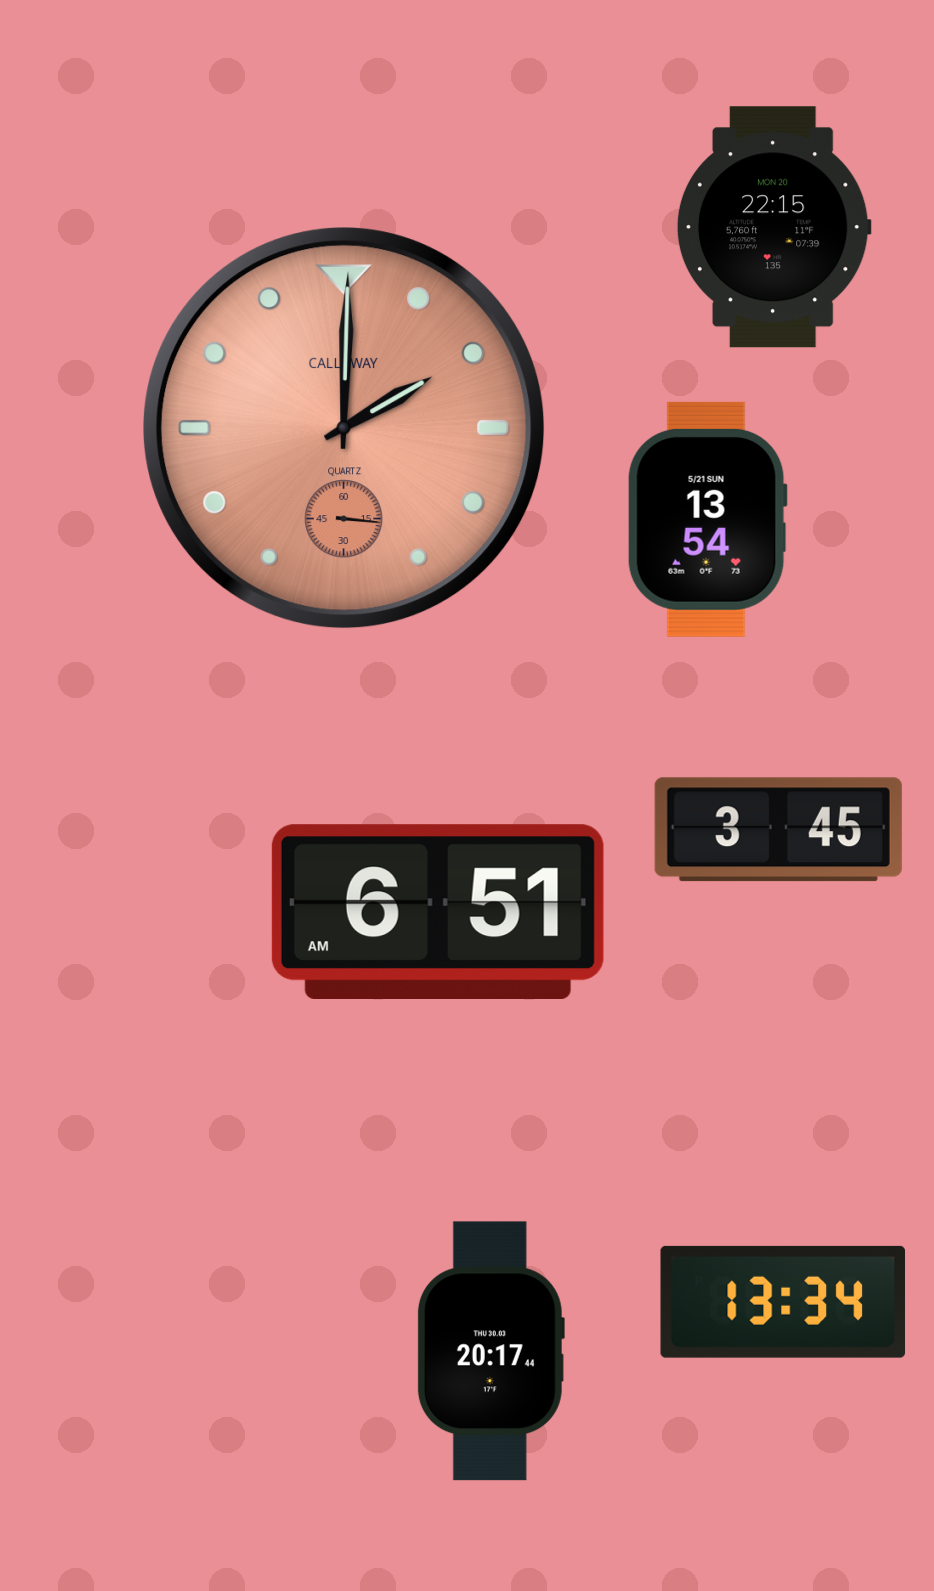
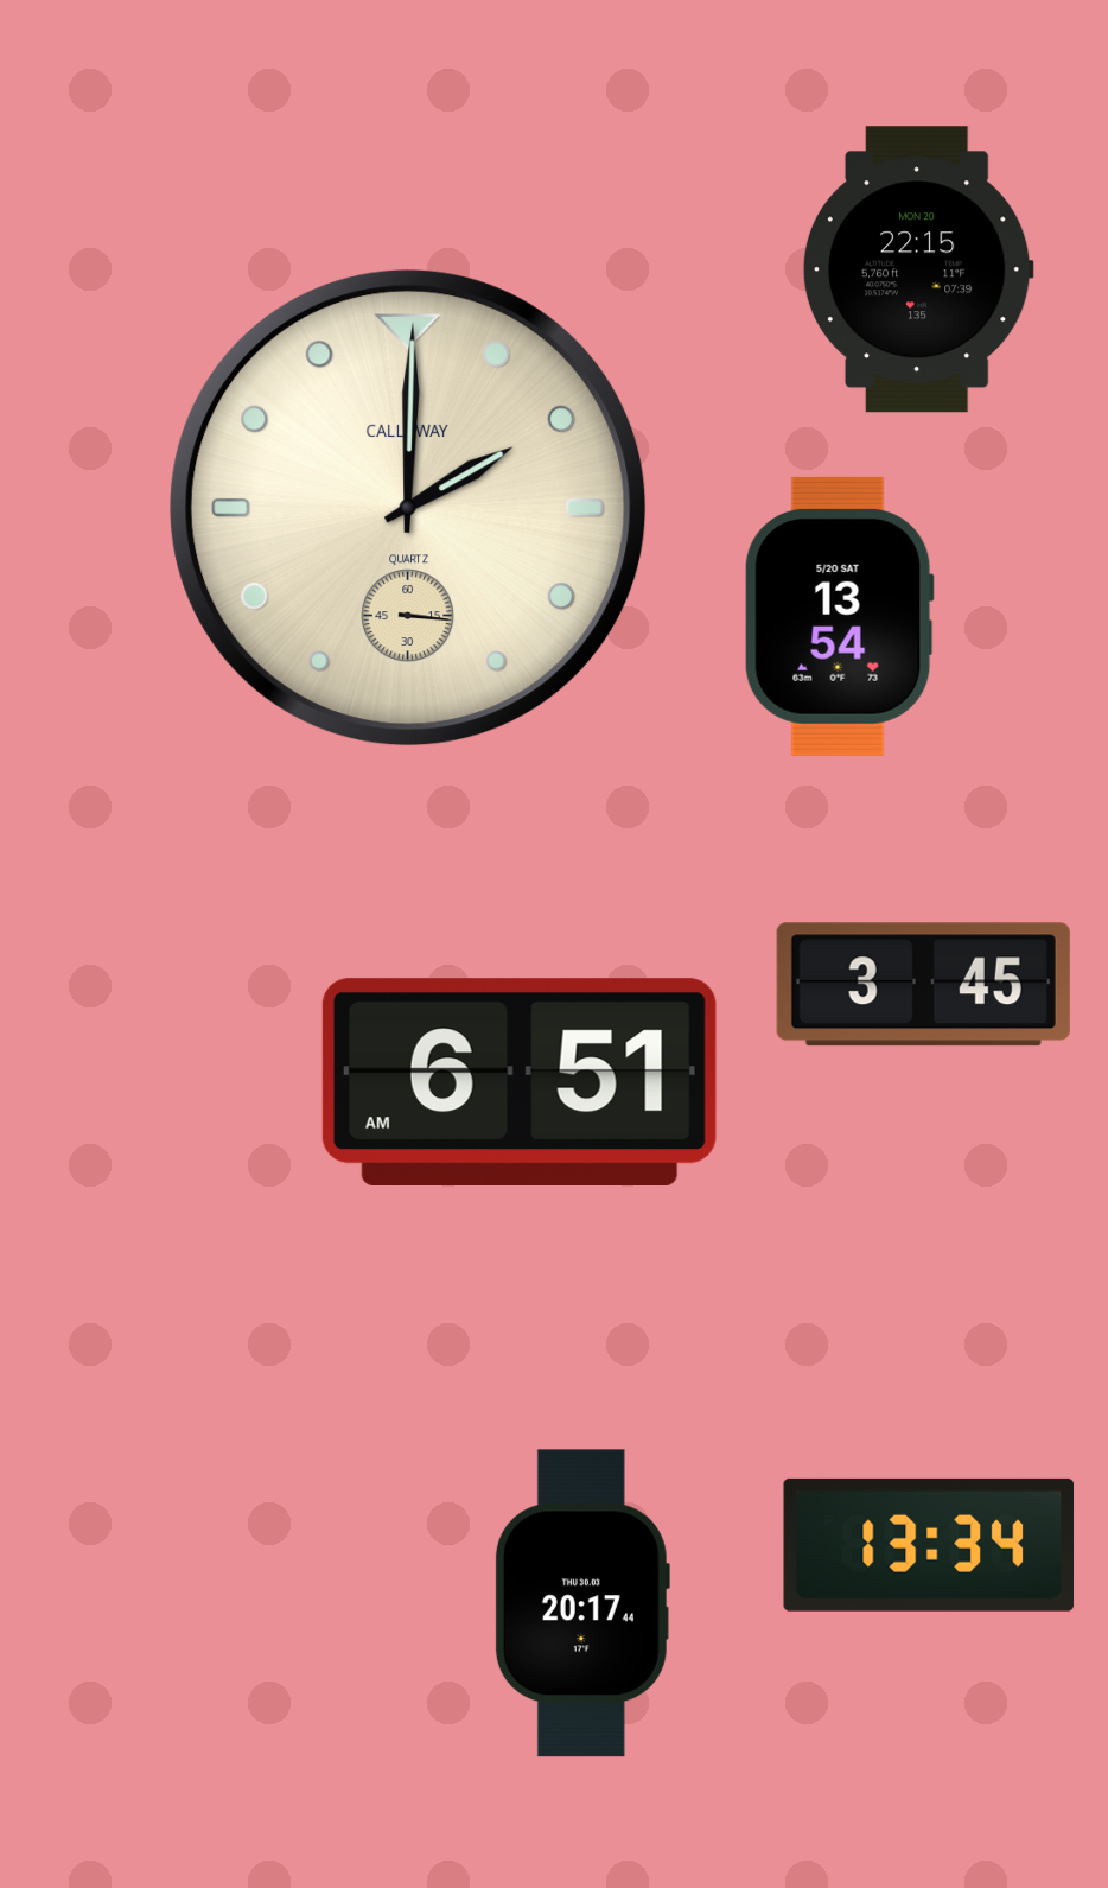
clock at (344, 428) dial: salmon -> cream
clock at (707, 519) date: 5/21 SUN -> 5/20 SAT
